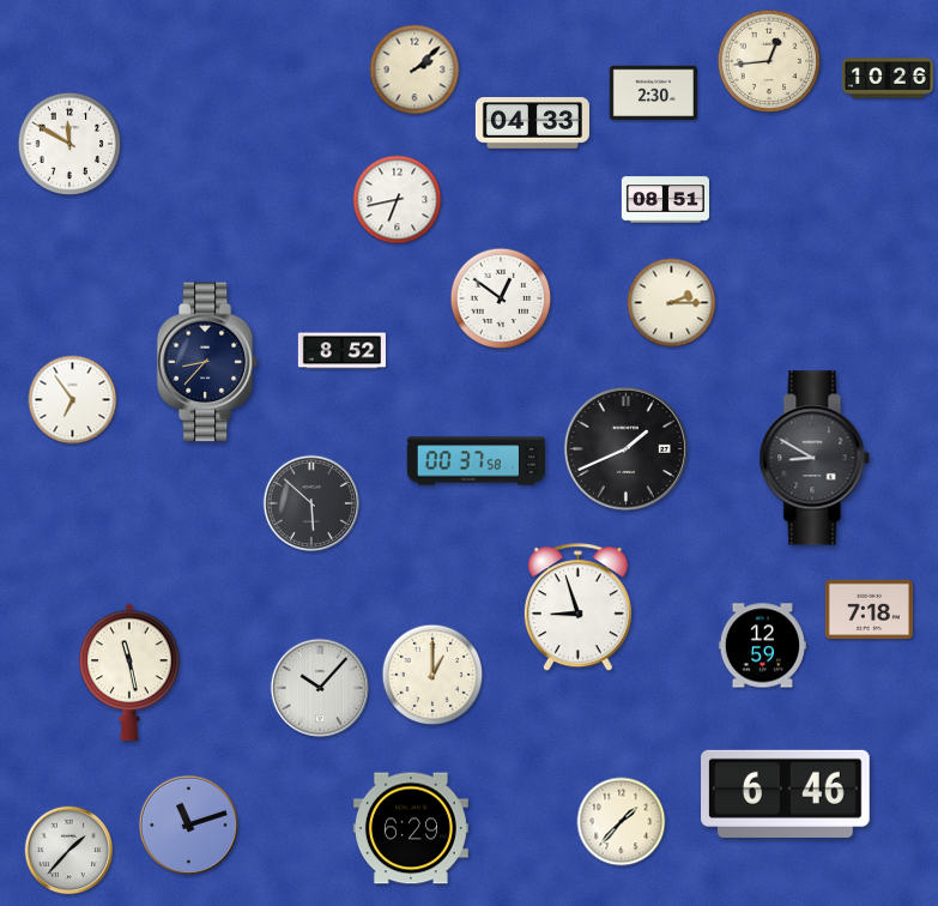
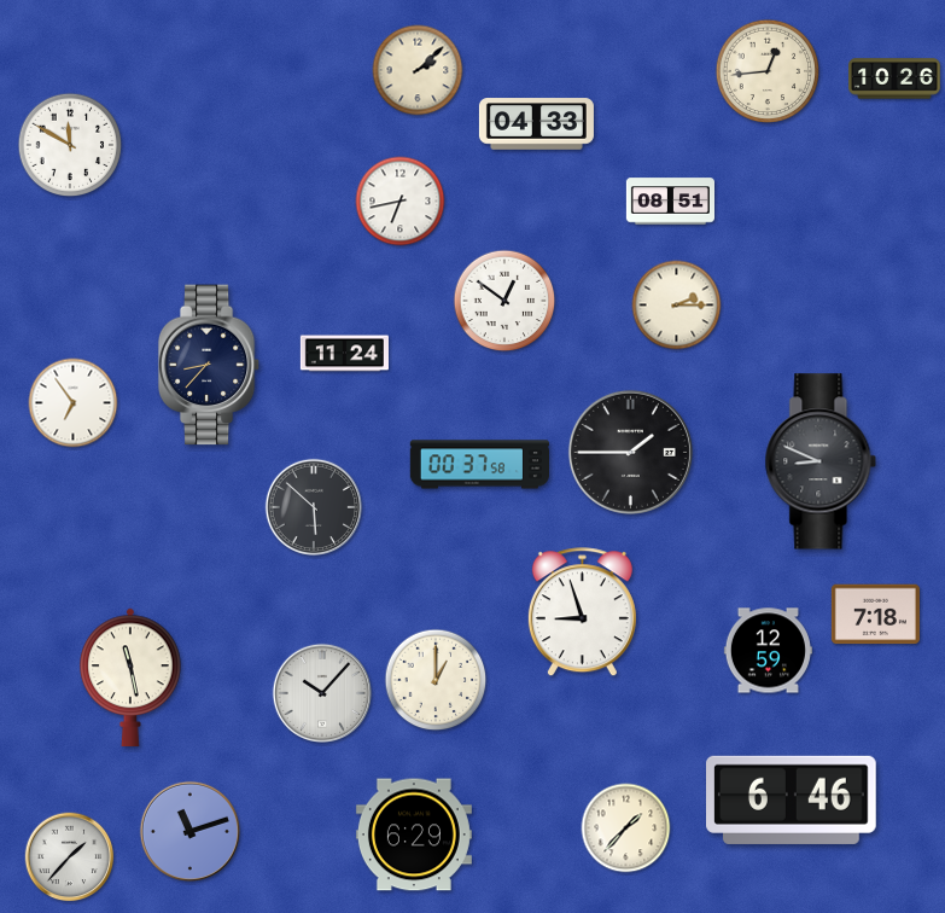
clock at (769, 61) position: (769, 61) -> (768, 71)
clock at (653, 93): 2:30 -> none
clock at (341, 351): 8:52 -> 11:24
clock at (625, 448): 1:41 -> 1:45
clock at (815, 458): 8:50 -> 8:49
